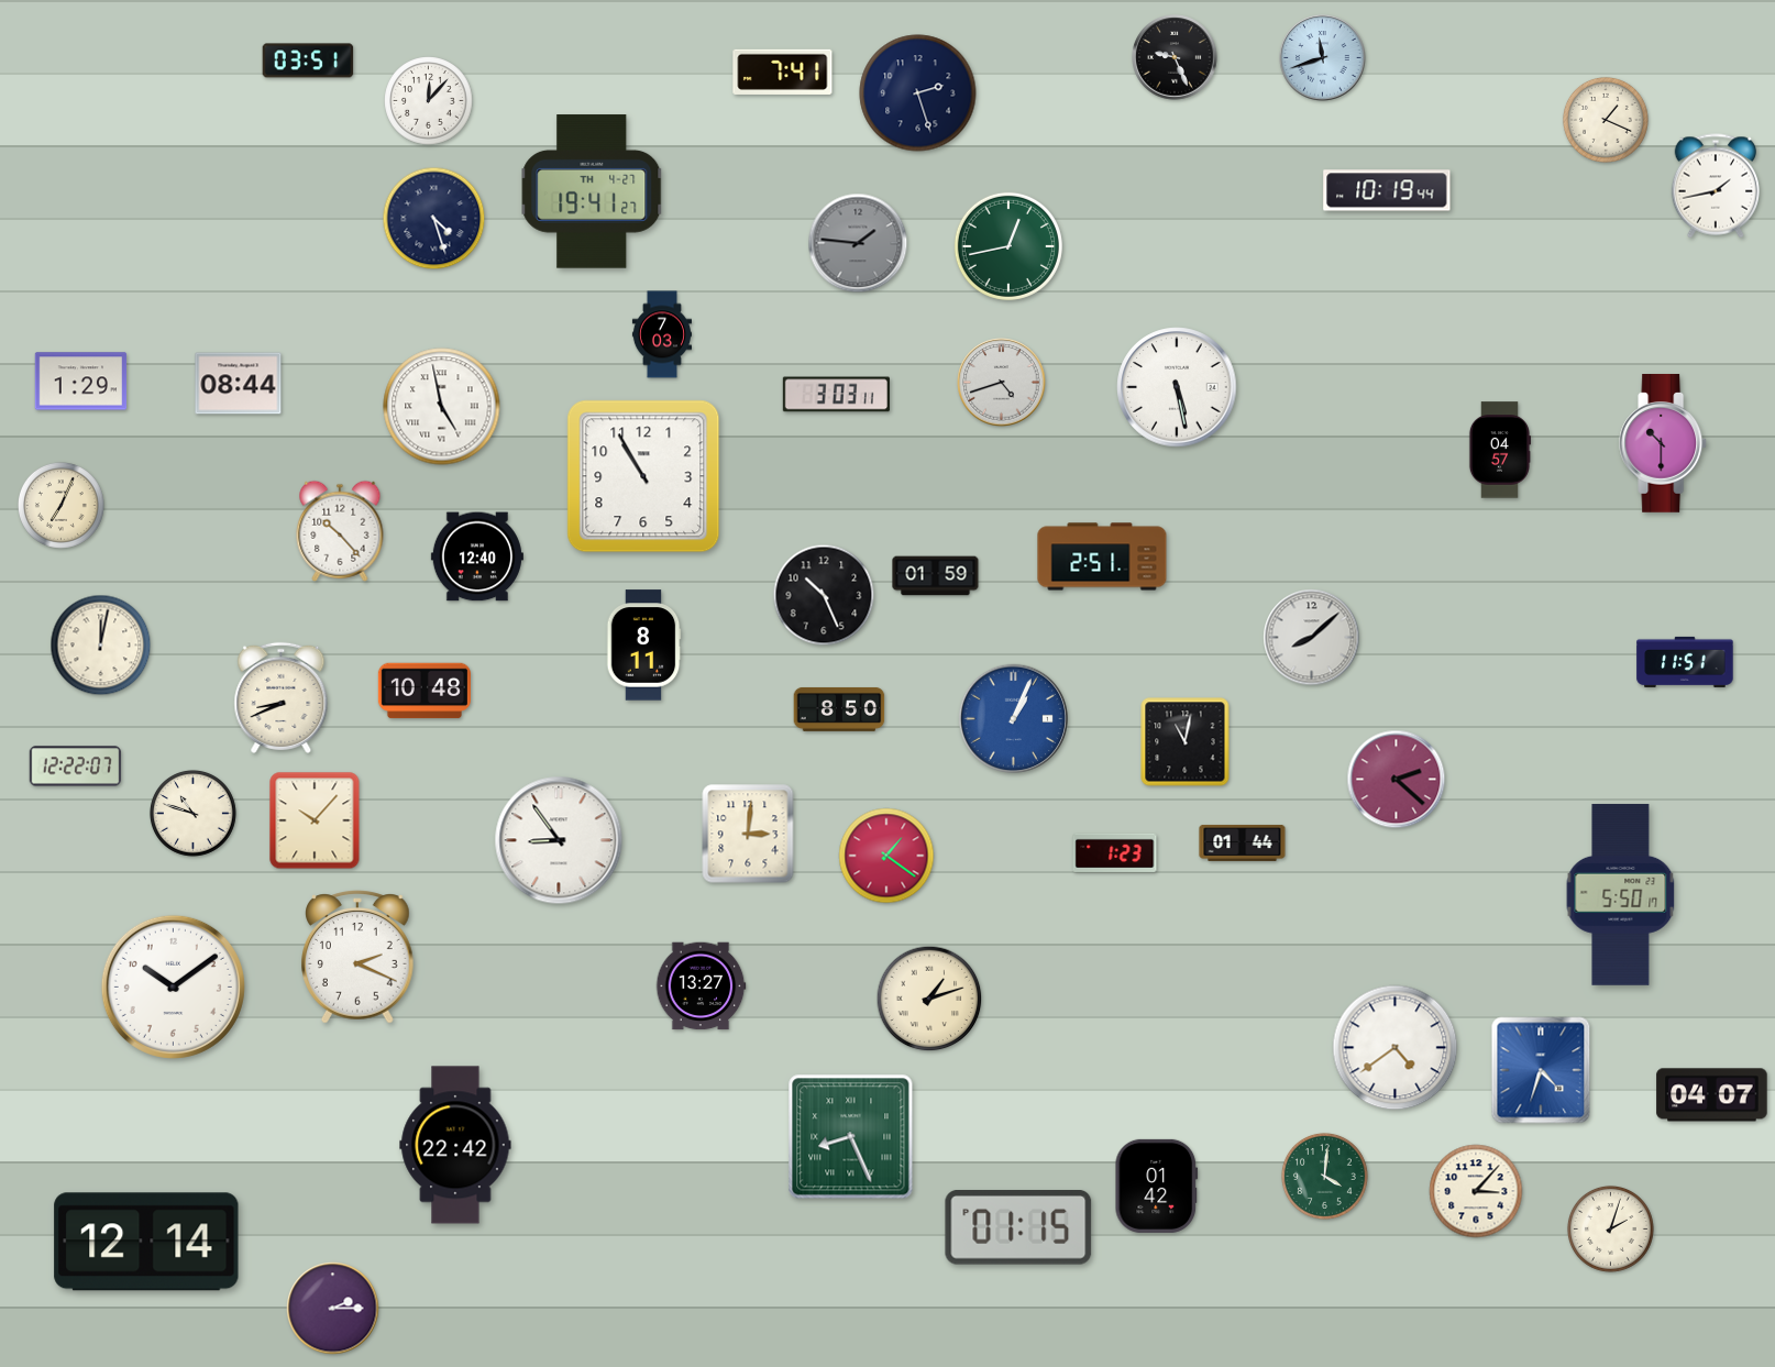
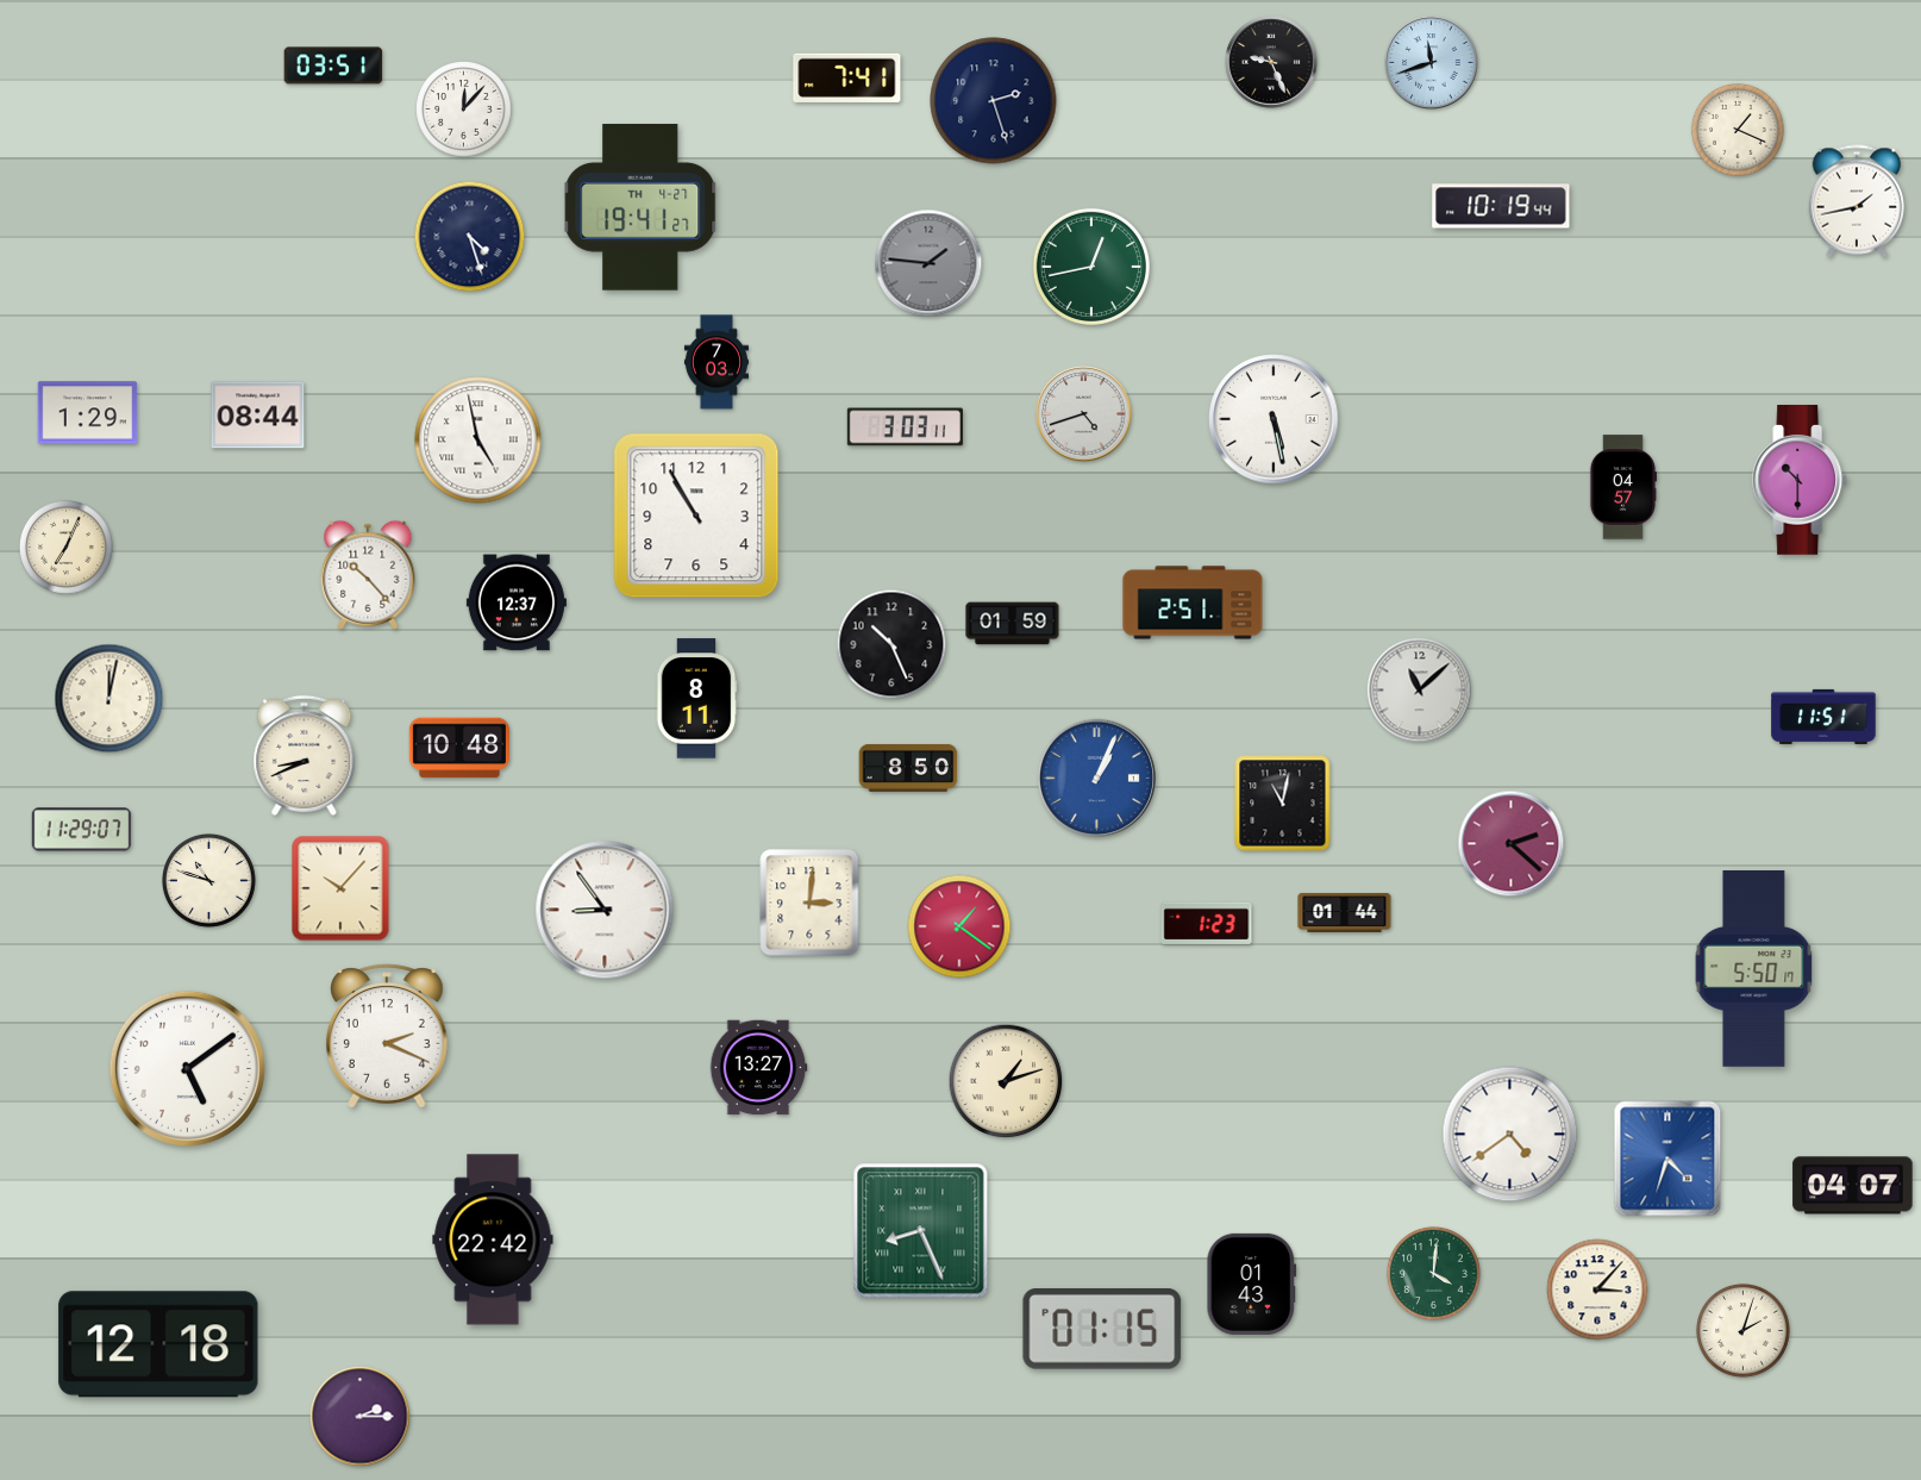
clock at (477, 556): 12:40 -> 12:37
clock at (1312, 638): 8:08 -> 11:08
clock at (76, 767): 12:22 -> 11:29
clock at (173, 986): 10:09 -> 5:09
clock at (1157, 1186): 01:42 -> 01:43
clock at (146, 1242): 12:14 -> 12:18
